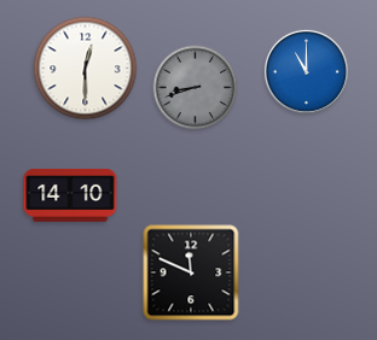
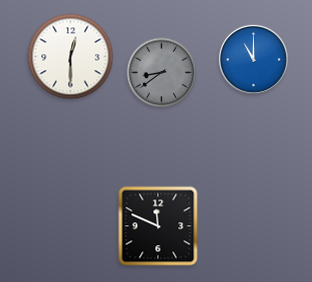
clock at (196, 88): 8:42 -> 8:39
clock at (70, 197): 14:10 -> none
